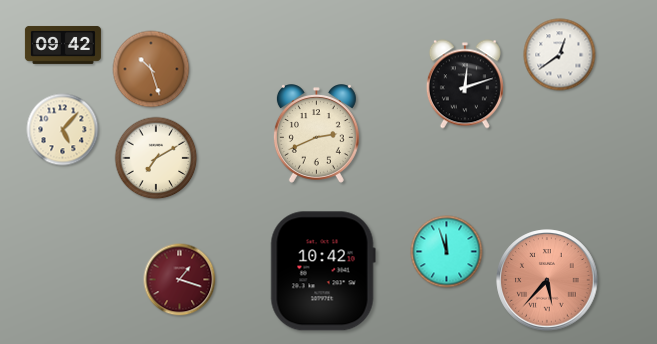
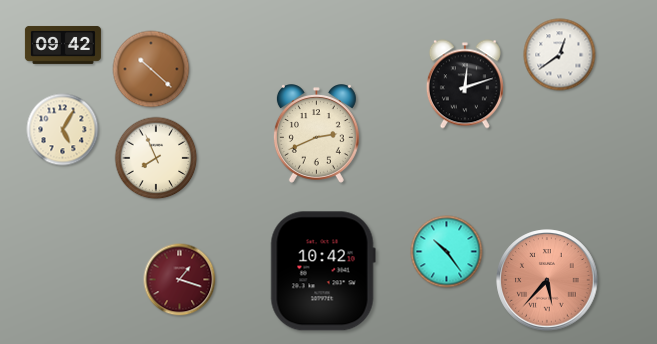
clock at (151, 69): 10:27 -> 10:22
clock at (63, 130): 5:07 -> 5:05
clock at (156, 158): 7:10 -> 7:56
clock at (447, 252): 11:57 -> 10:24
